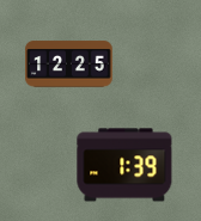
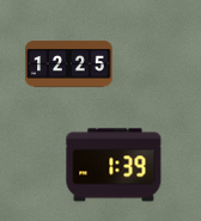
clock at (124, 165) position: (124, 165) -> (114, 165)
